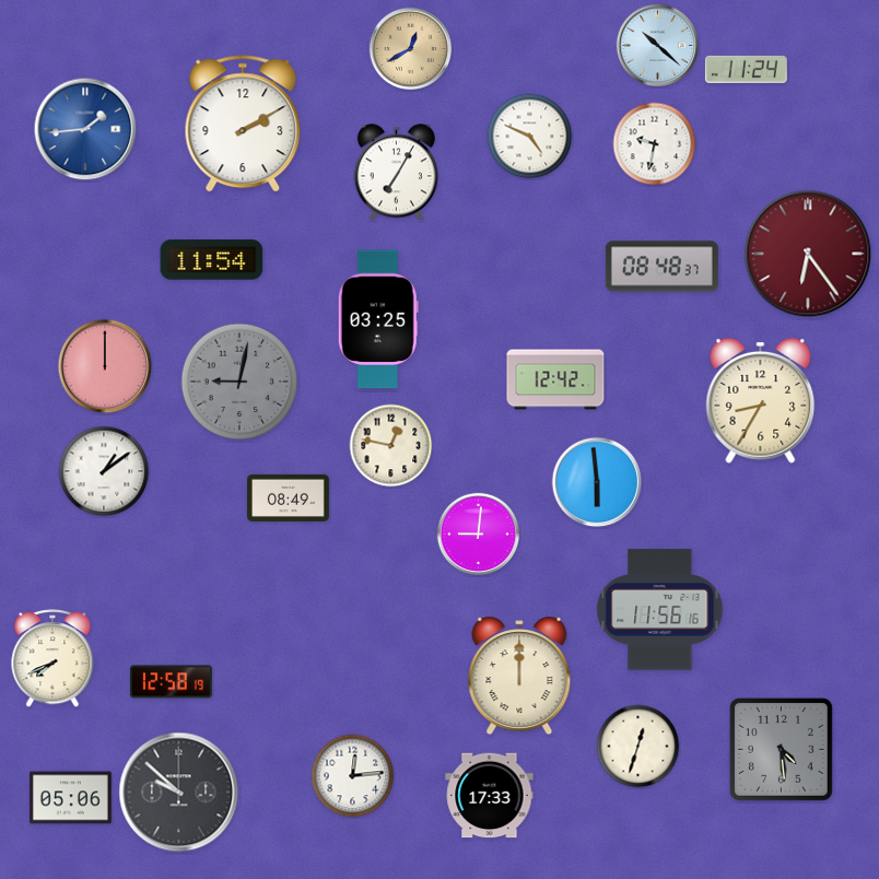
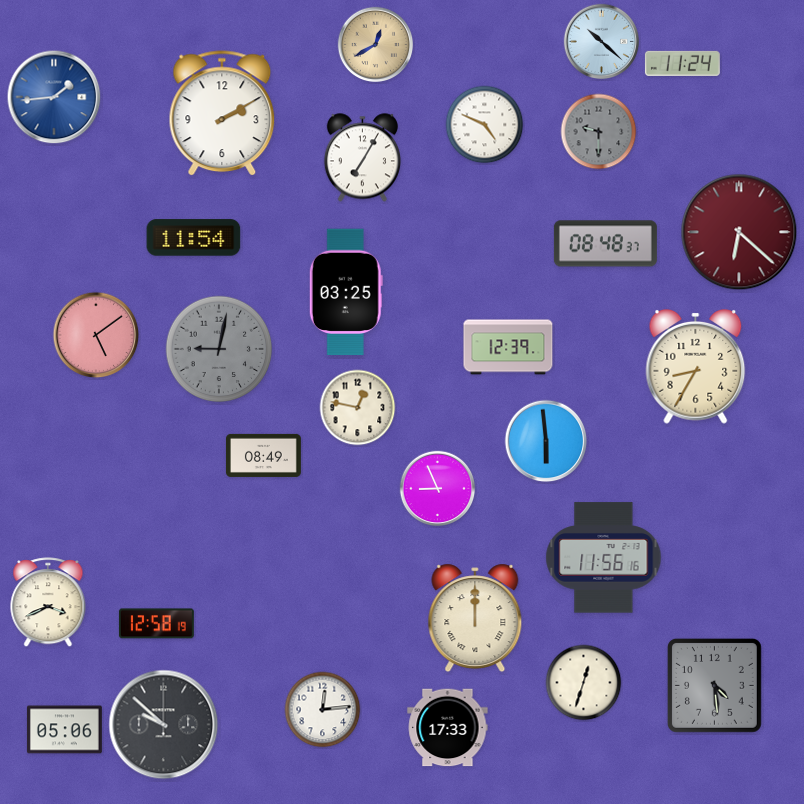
clock at (85, 129) position: (85, 129) -> (54, 97)
clock at (655, 144): 9:32 -> 9:30
clock at (655, 144) dial: white -> grey
clock at (808, 254): 6:24 -> 6:22
clock at (105, 366): 12:00 -> 5:09
clock at (555, 379): 12:42 -> 12:39
clock at (104, 471): 1:09 -> none
clock at (479, 535): 9:01 -> 8:56
clock at (52, 659): 7:41 -> 3:41
